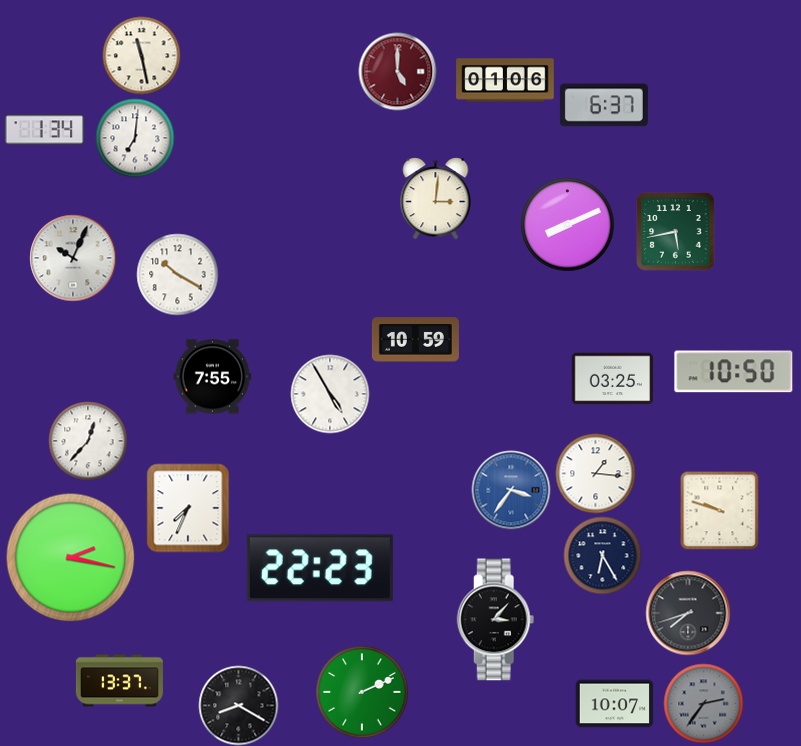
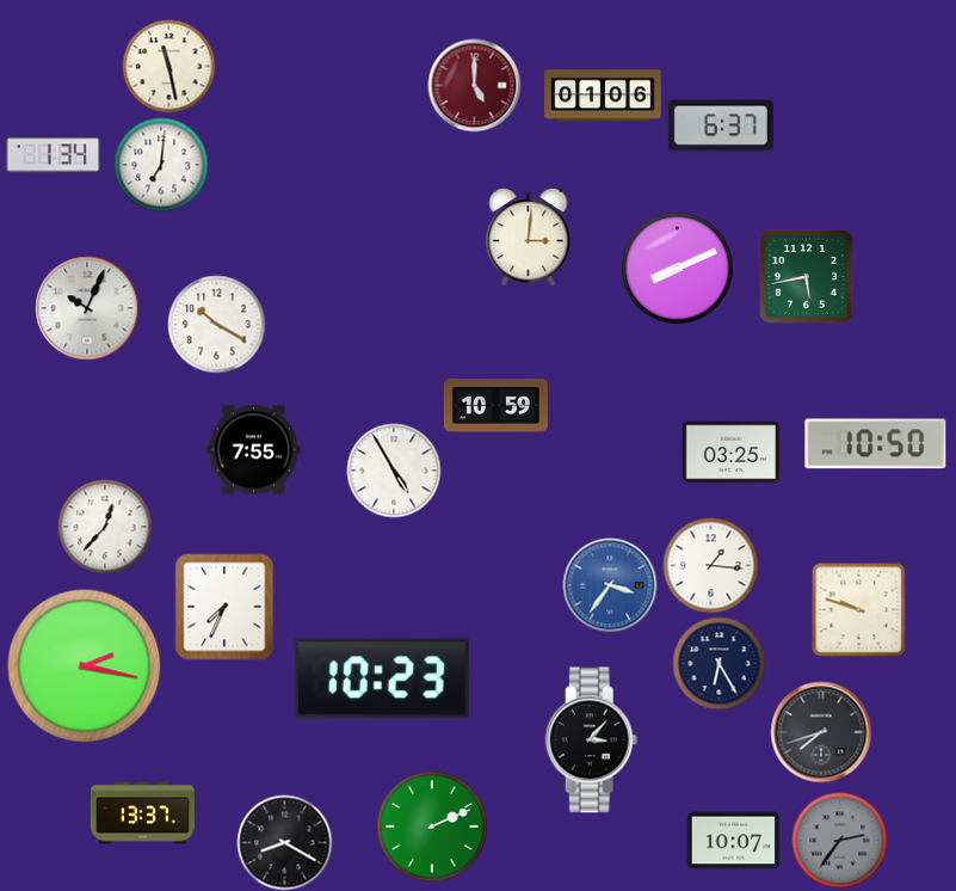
clock at (436, 198) position: (436, 198) -> (529, 236)
clock at (177, 274) position: (177, 274) -> (216, 324)
clock at (320, 568): 22:23 -> 10:23
